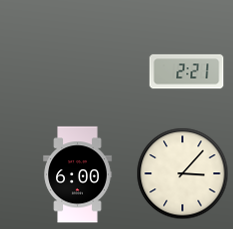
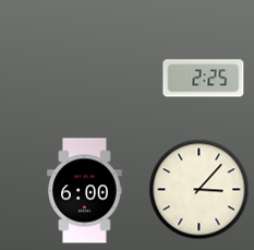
clock at (187, 72): 2:21 -> 2:25
